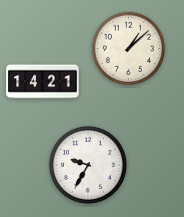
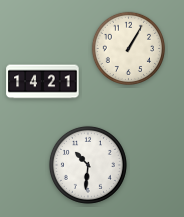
clock at (128, 48): 1:08 -> 1:05
clock at (88, 165): 9:35 -> 10:31
